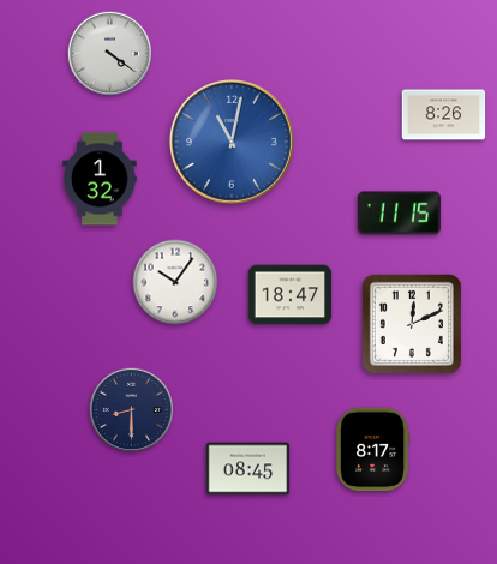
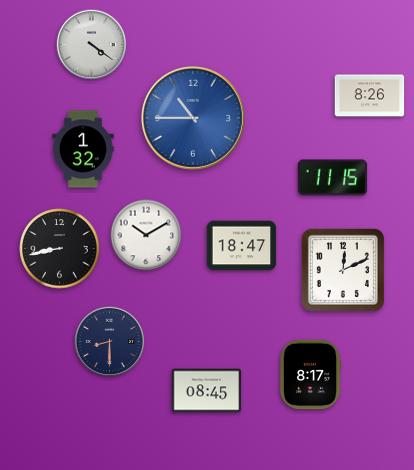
clock at (232, 142): 11:02 -> 10:45
clock at (175, 282): 10:06 -> 10:10
clock at (60, 249): none -> 8:43
